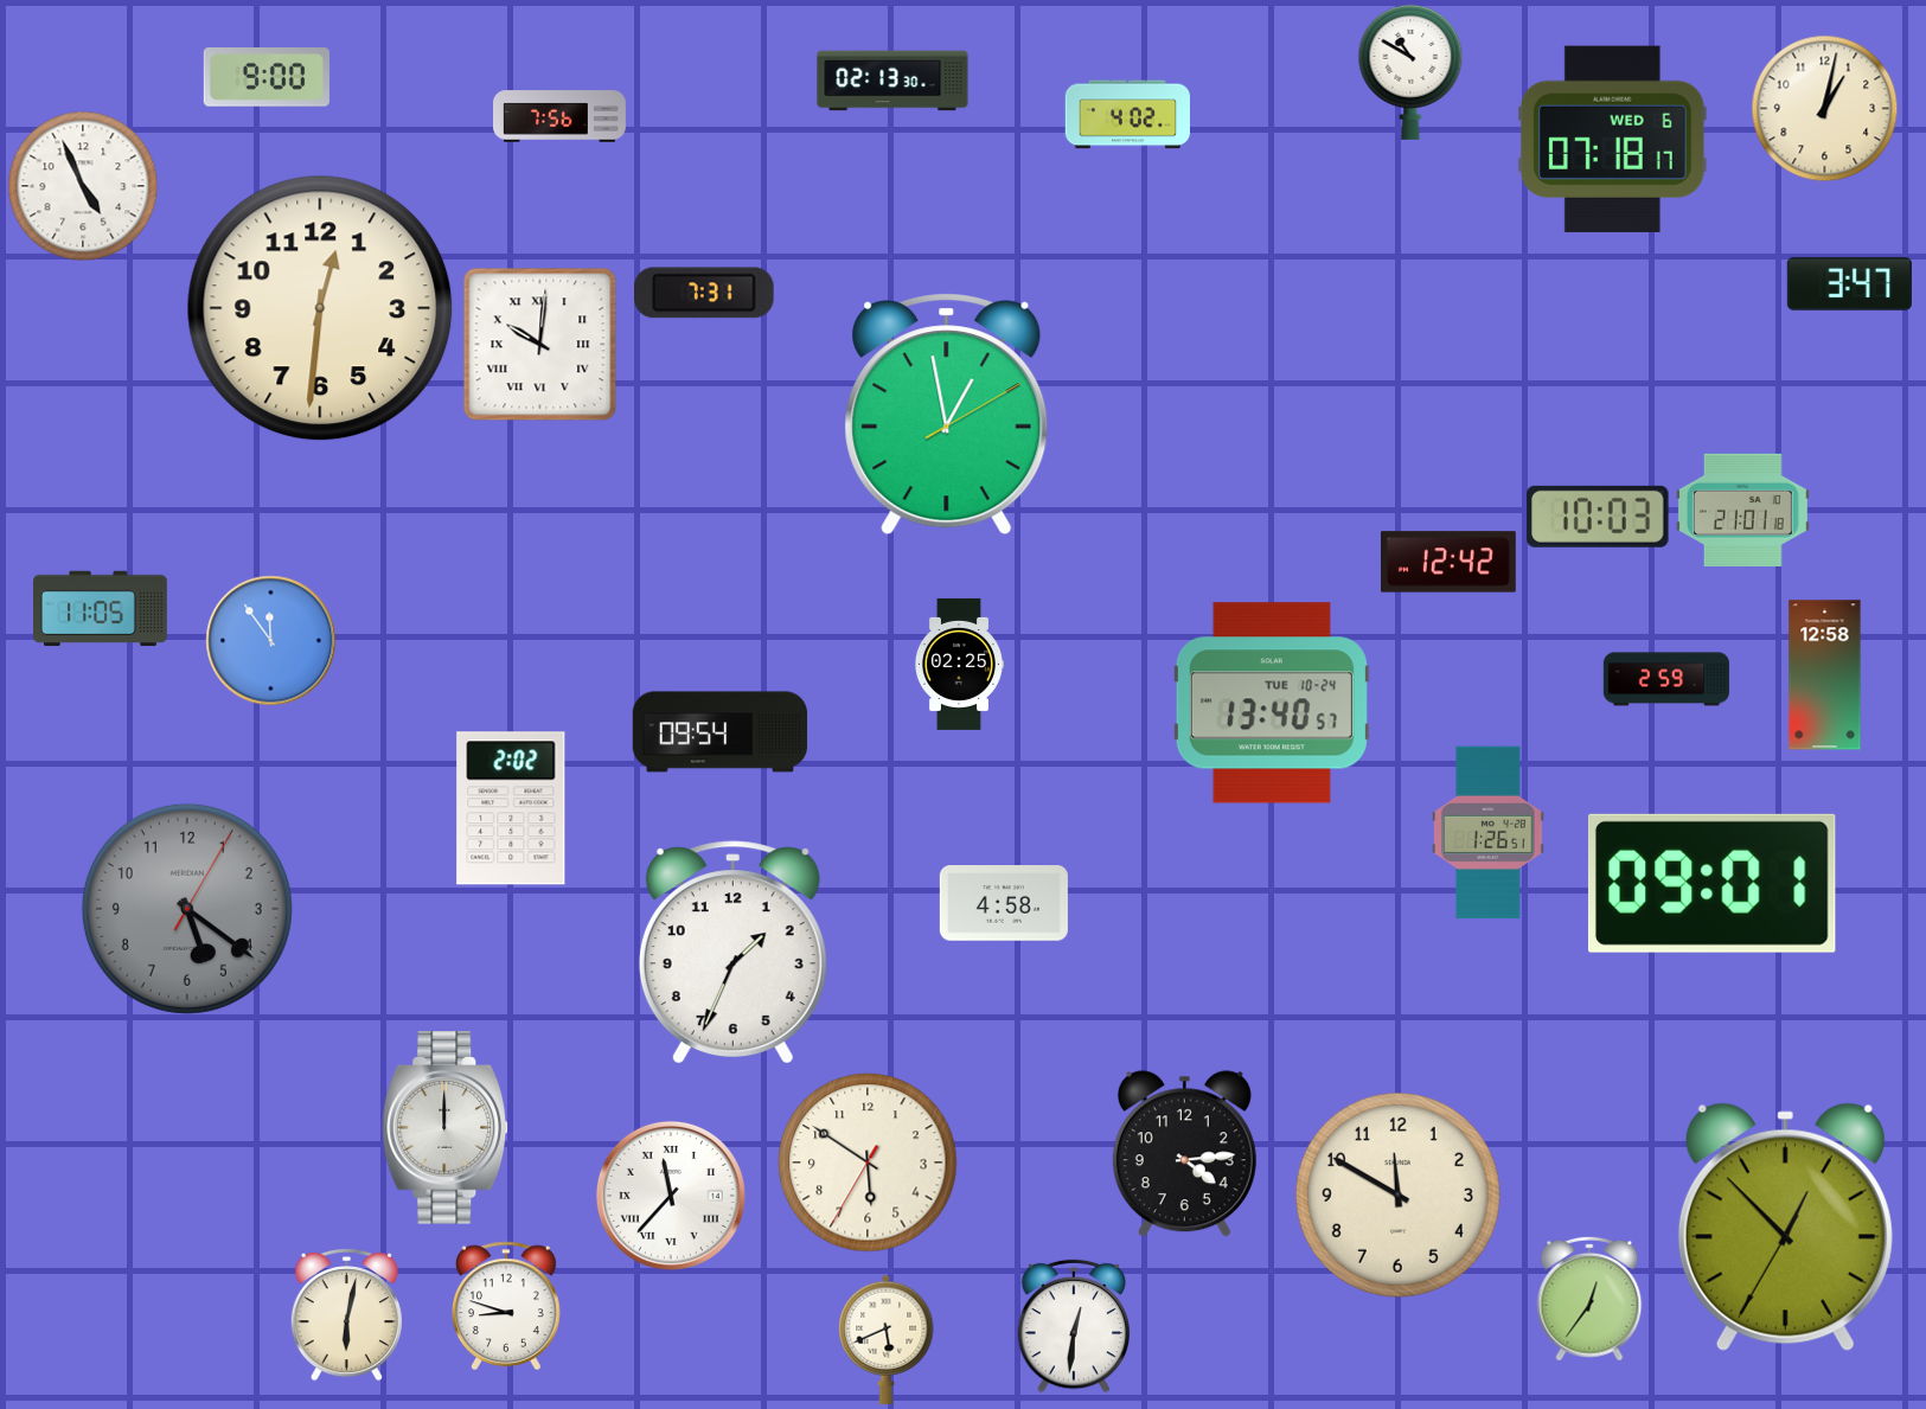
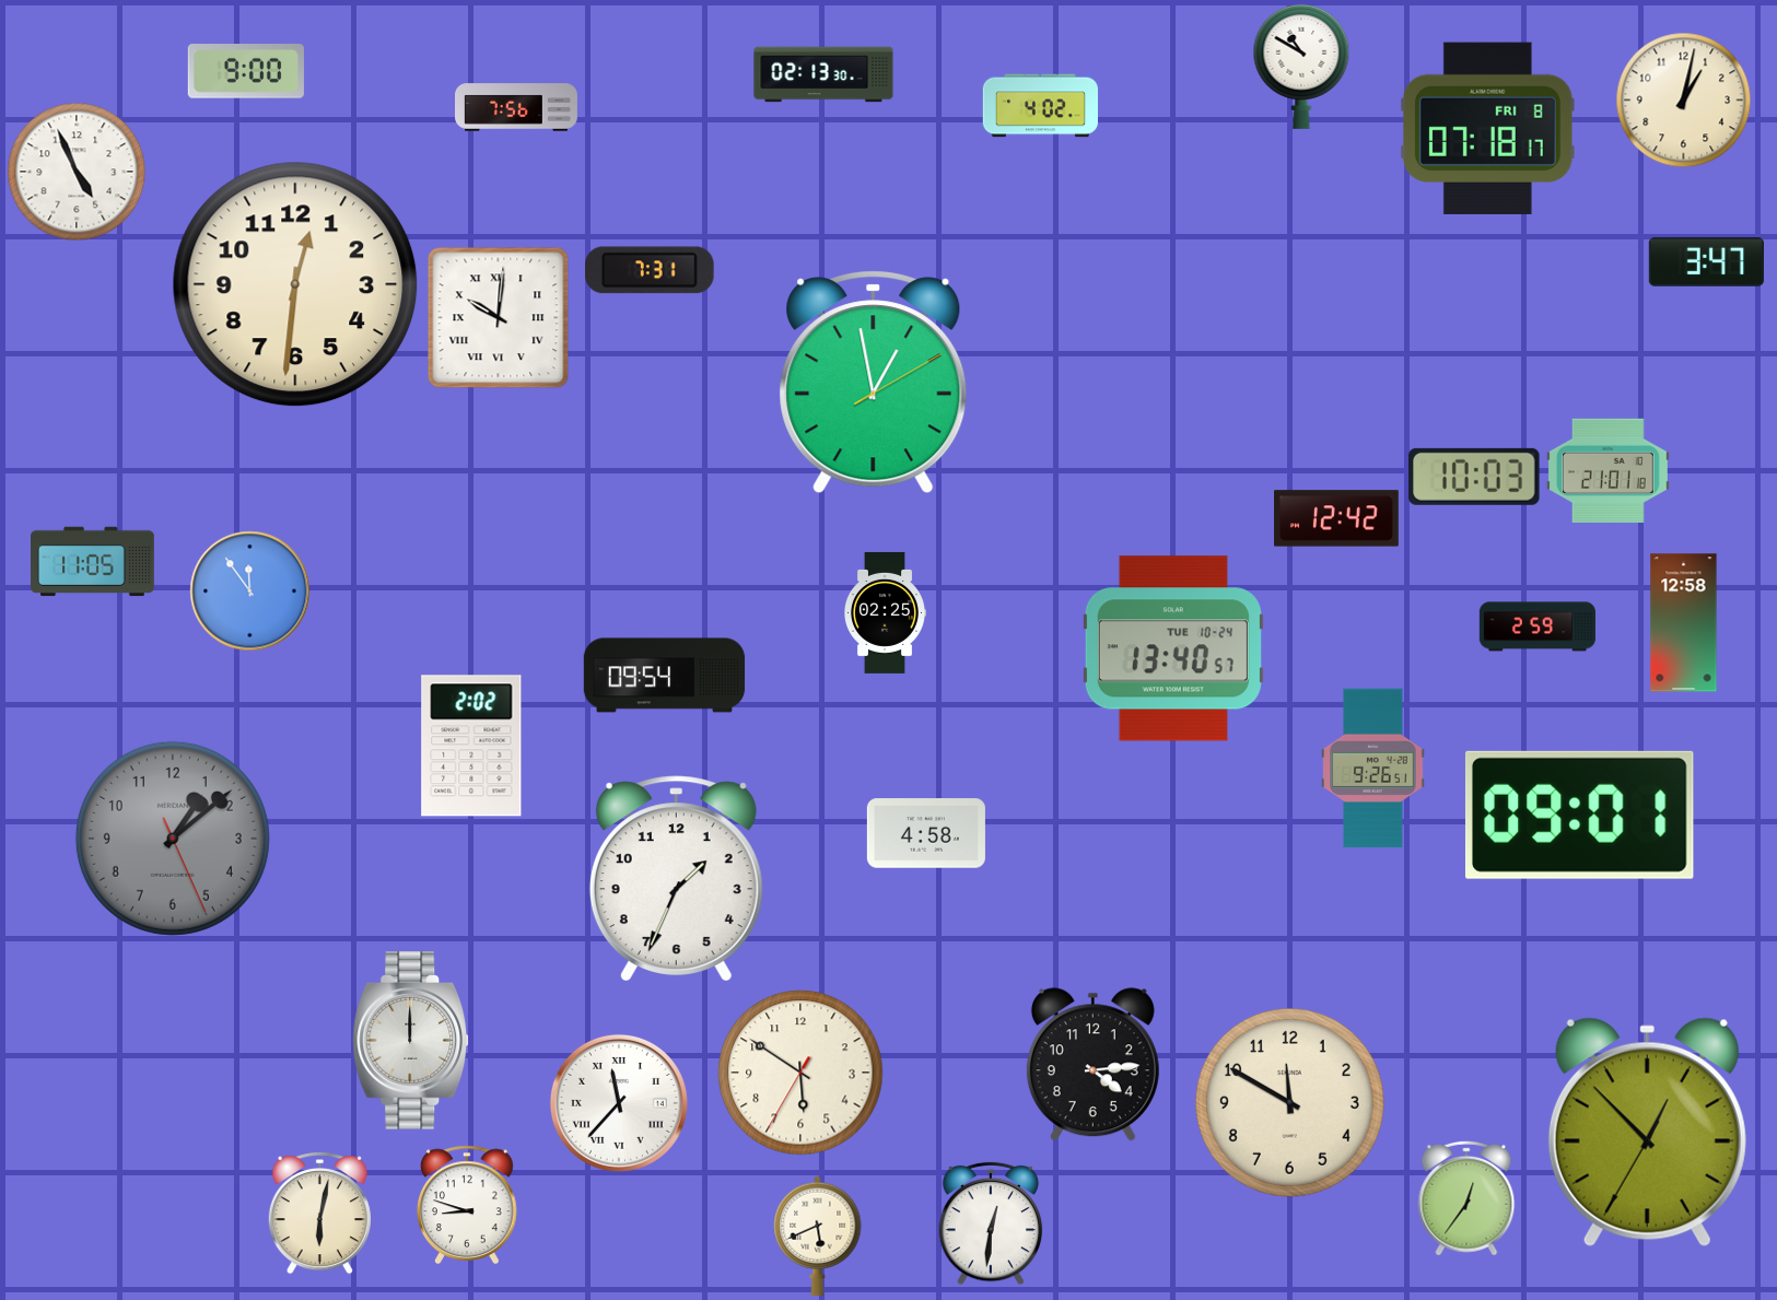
clock at (1612, 139) date: WED 6 -> FRI 8
clock at (1489, 833): 1:26 -> 9:26
clock at (187, 909): 5:21 -> 1:08
